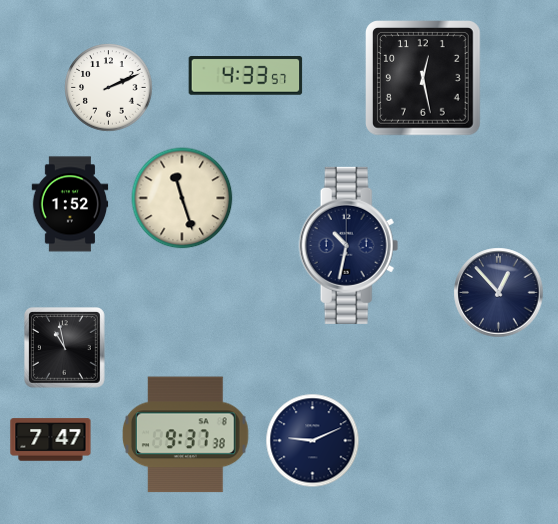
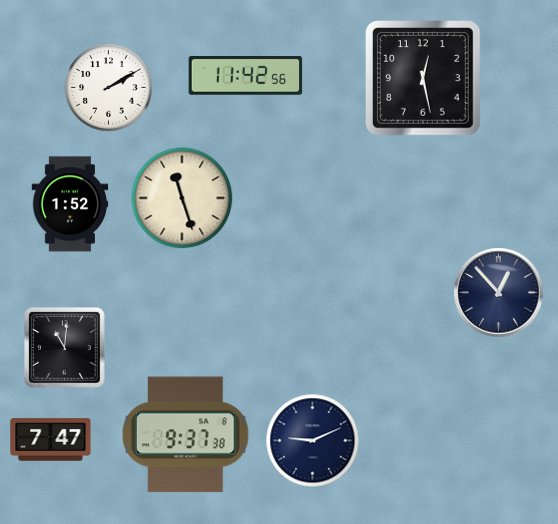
clock at (246, 76): 4:33 -> 11:42
clock at (109, 88): 2:11 -> 2:10
clock at (349, 245): 10:32 -> none
clock at (65, 348): 10:58 -> 11:01
